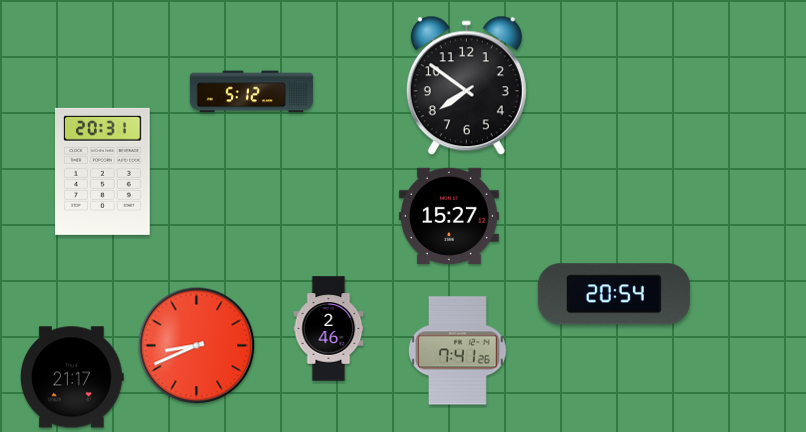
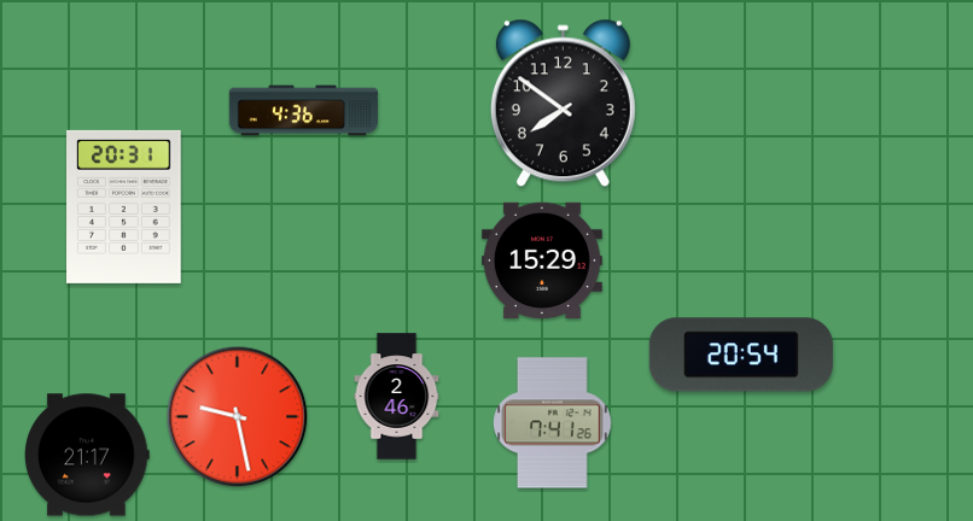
clock at (251, 92): 5:12 -> 4:36
clock at (449, 215): 15:27 -> 15:29
clock at (197, 346): 8:41 -> 9:28
